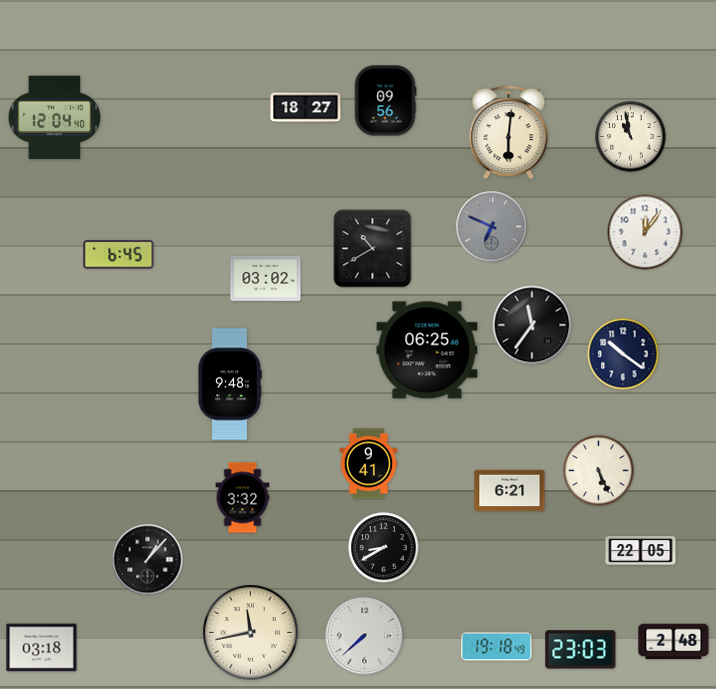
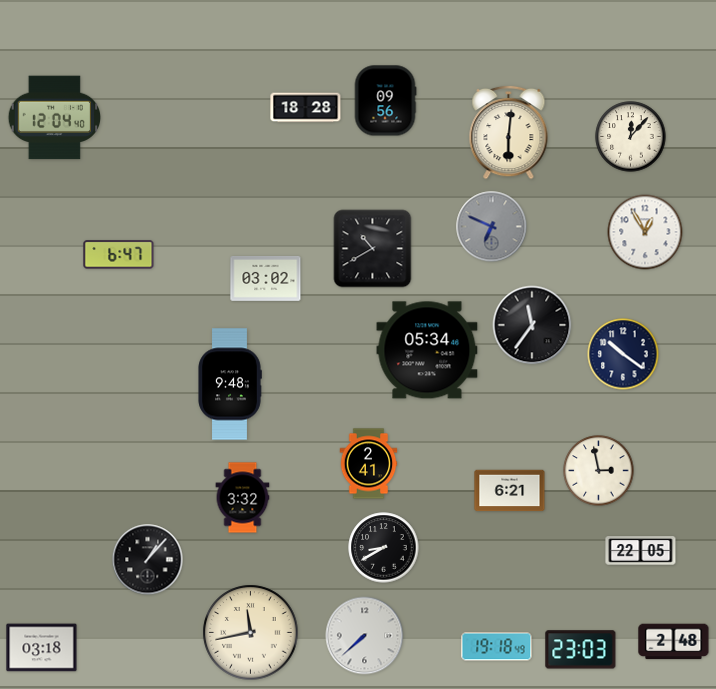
clock at (306, 108): 18:27 -> 18:28
clock at (631, 137): 10:58 -> 12:07
clock at (645, 232): 12:06 -> 12:55
clock at (119, 255): 6:45 -> 6:47
clock at (427, 350): 06:25 -> 05:34
clock at (369, 464): 9:41 -> 2:41
clock at (599, 471): 5:26 -> 2:58
